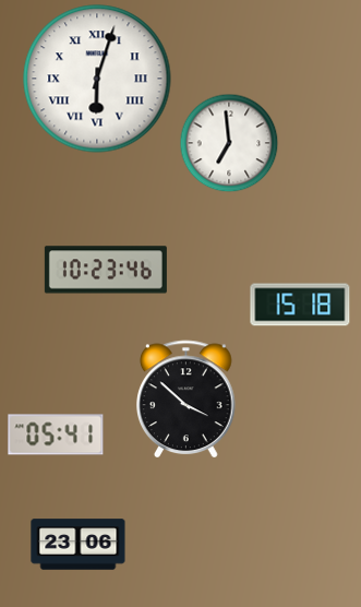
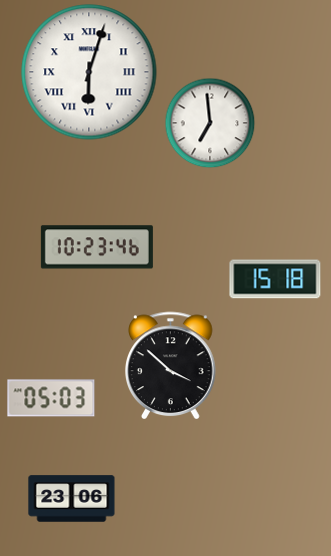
clock at (229, 143) position: (229, 143) -> (210, 123)
clock at (56, 435): 05:41 -> 05:03
